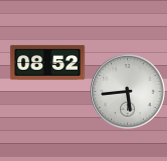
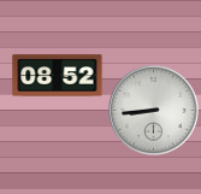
clock at (128, 92): 5:44 -> 8:44
